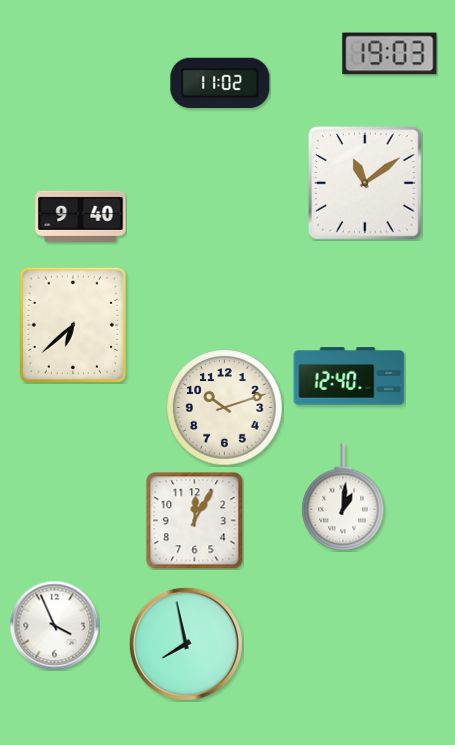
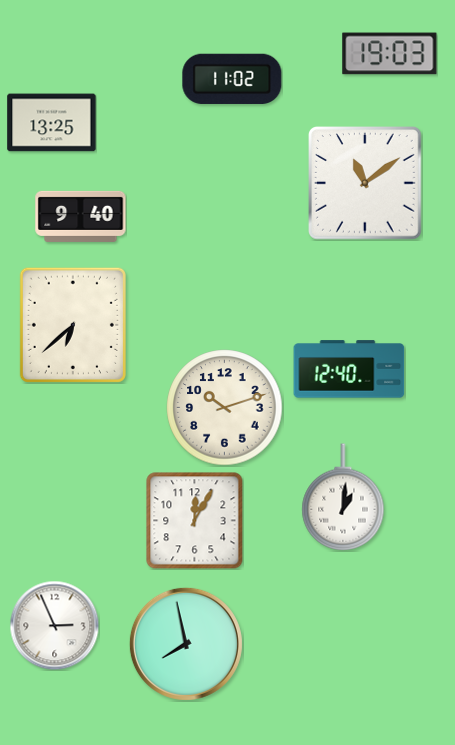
clock at (220, 82) position: (220, 82) -> (232, 78)
clock at (52, 123): none -> 13:25
clock at (349, 376) position: (349, 376) -> (349, 369)
clock at (54, 625): 3:56 -> 2:56
